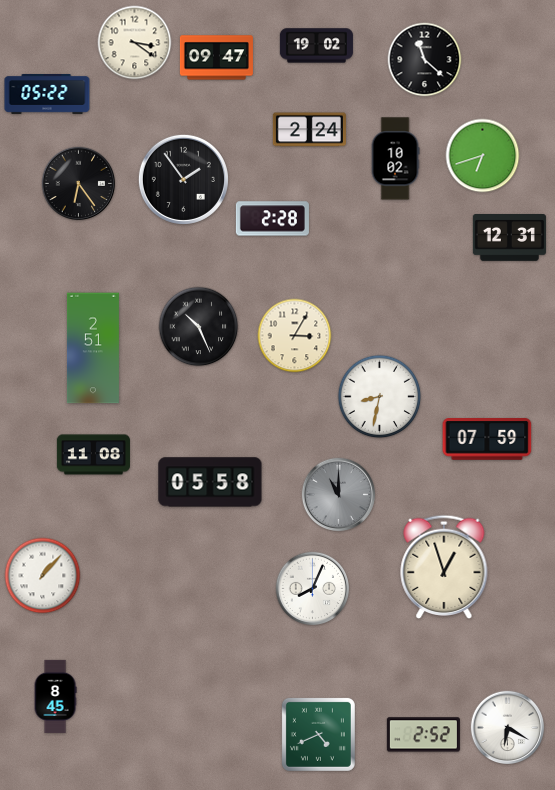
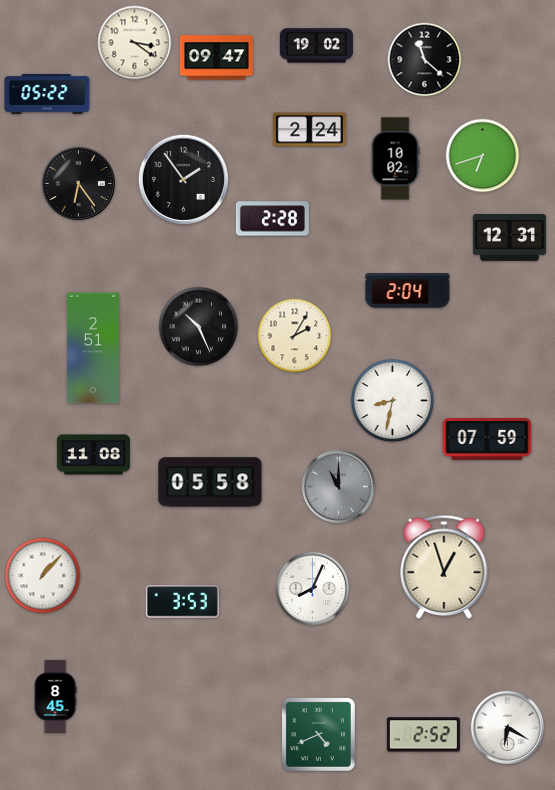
clock at (408, 291): none -> 2:04
clock at (295, 336): 3:05 -> 2:05
clock at (380, 397) position: (380, 397) -> (393, 401)
clock at (339, 495) position: (339, 495) -> (339, 487)
clock at (182, 602): none -> 3:53
